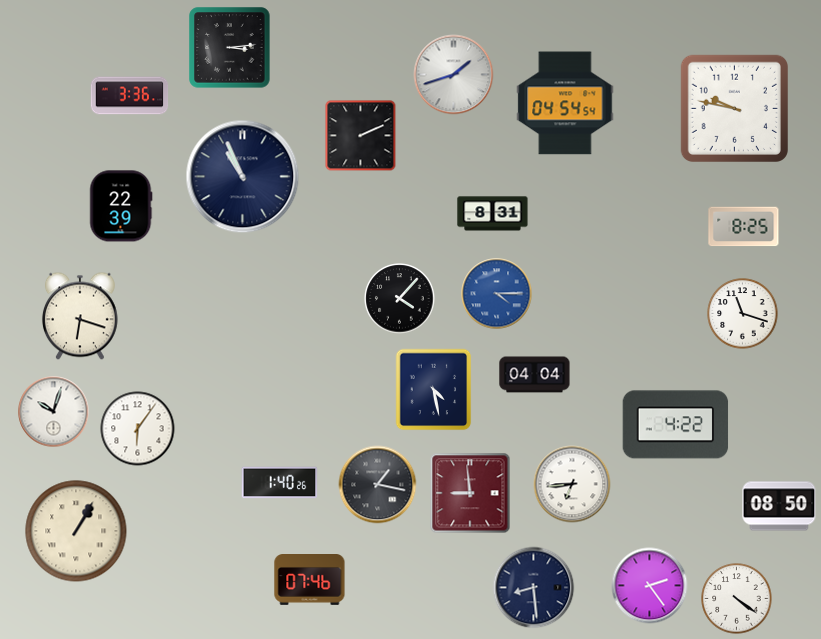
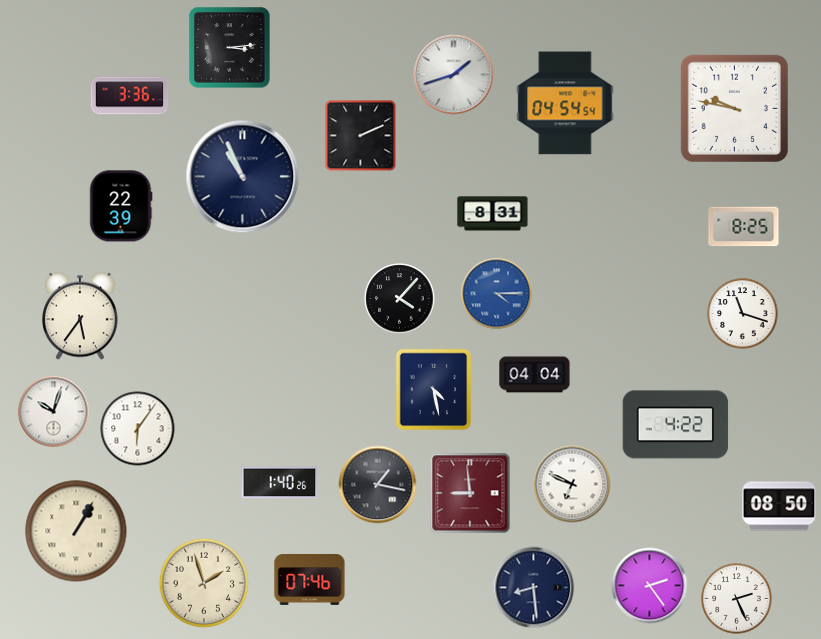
clock at (80, 316): 6:18 -> 5:36
clock at (572, 484): 6:44 -> 6:49
clock at (203, 582): none -> 1:57
clock at (737, 599): 4:21 -> 2:26
